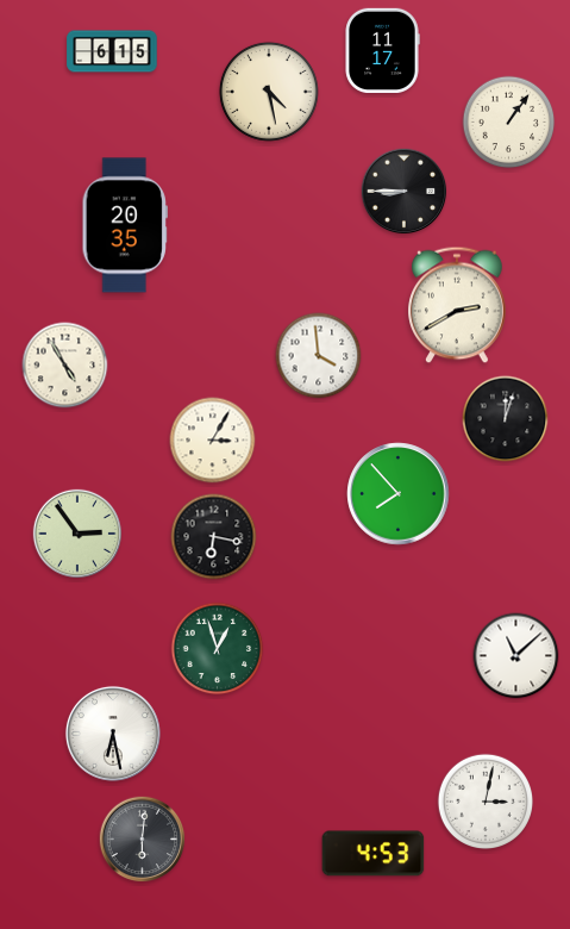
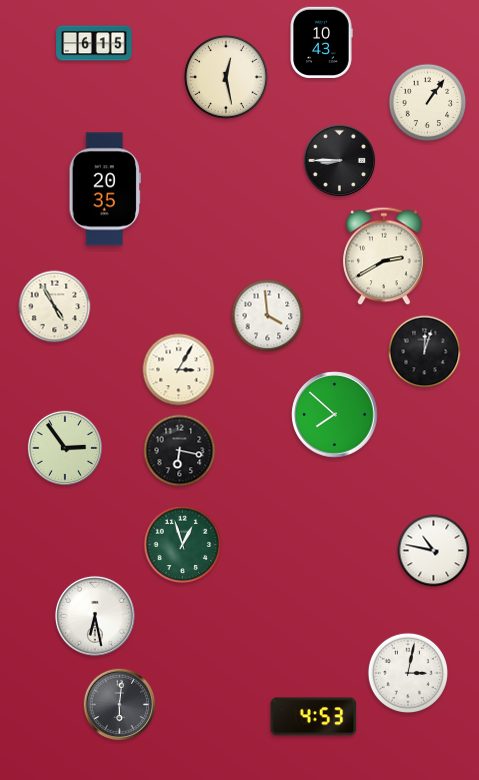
clock at (382, 51): 11:17 -> 10:43
clock at (269, 92): 4:28 -> 12:28
clock at (319, 356) position: (319, 356) -> (268, 316)
clock at (399, 494): 7:53 -> 7:52
clock at (516, 656): 11:08 -> 10:47
